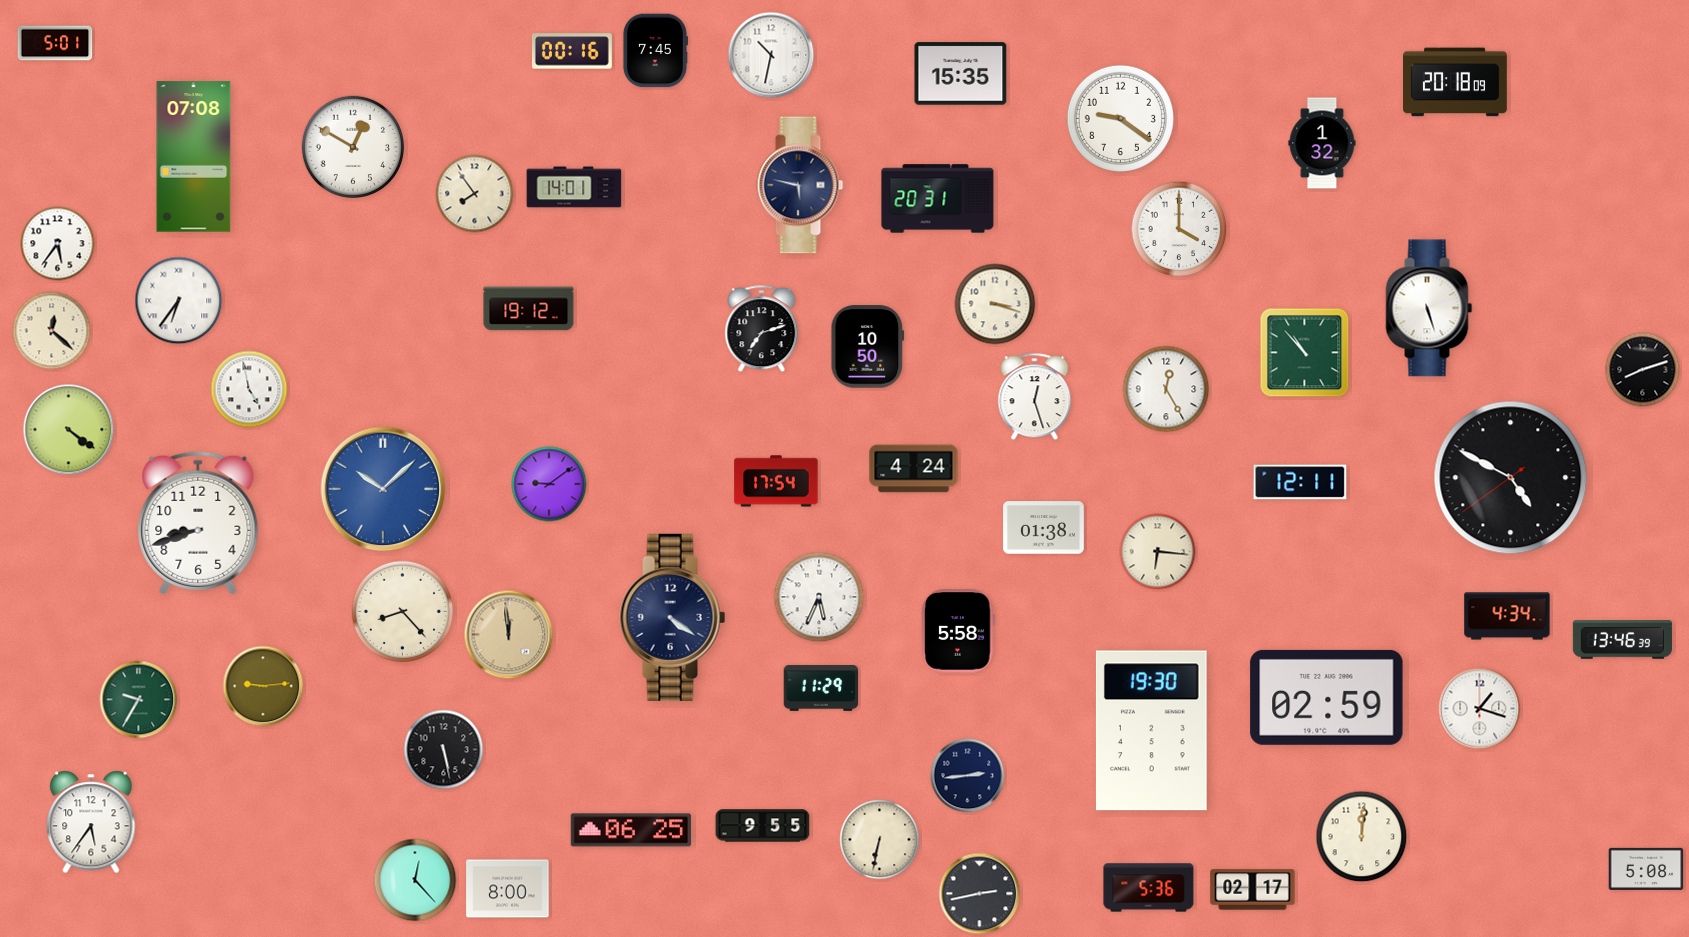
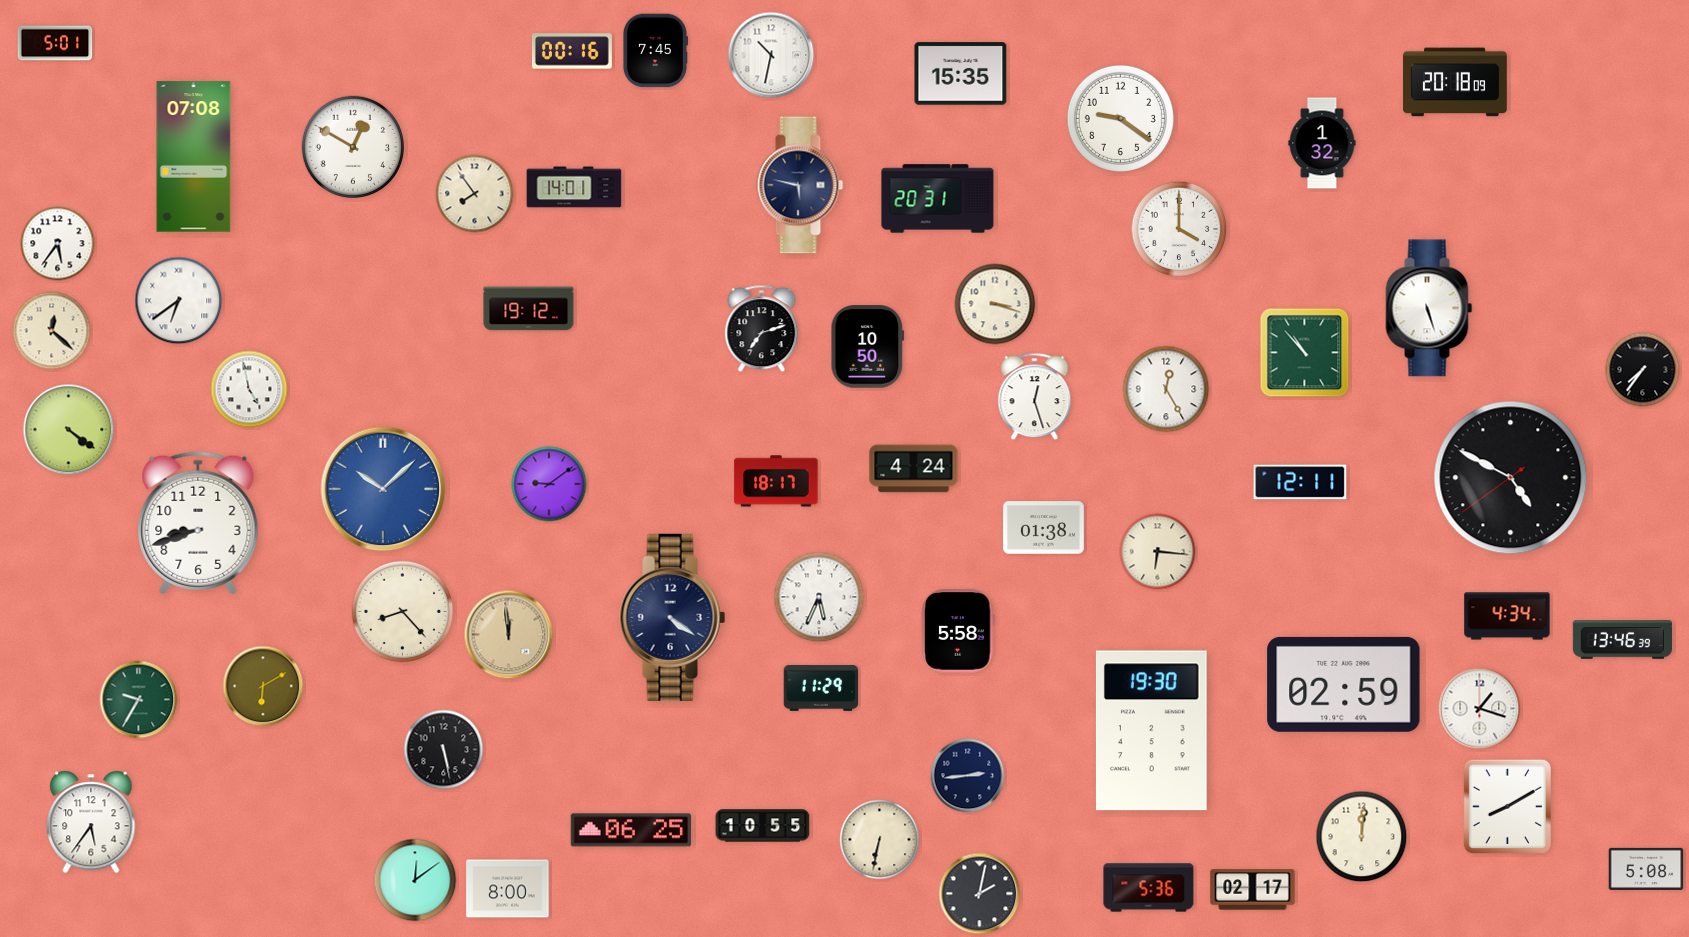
clock at (179, 301): 6:36 -> 6:39
clock at (1643, 370): 8:12 -> 7:36
clock at (776, 481): 17:54 -> 18:17
clock at (263, 686): 9:14 -> 6:10
clock at (1327, 697) position: (1327, 697) -> (1344, 684)
clock at (1507, 806): none -> 8:10
clock at (763, 826): 9:55 -> 10:55
clock at (415, 880): 12:23 -> 12:09
clock at (980, 894): 2:43 -> 2:02
